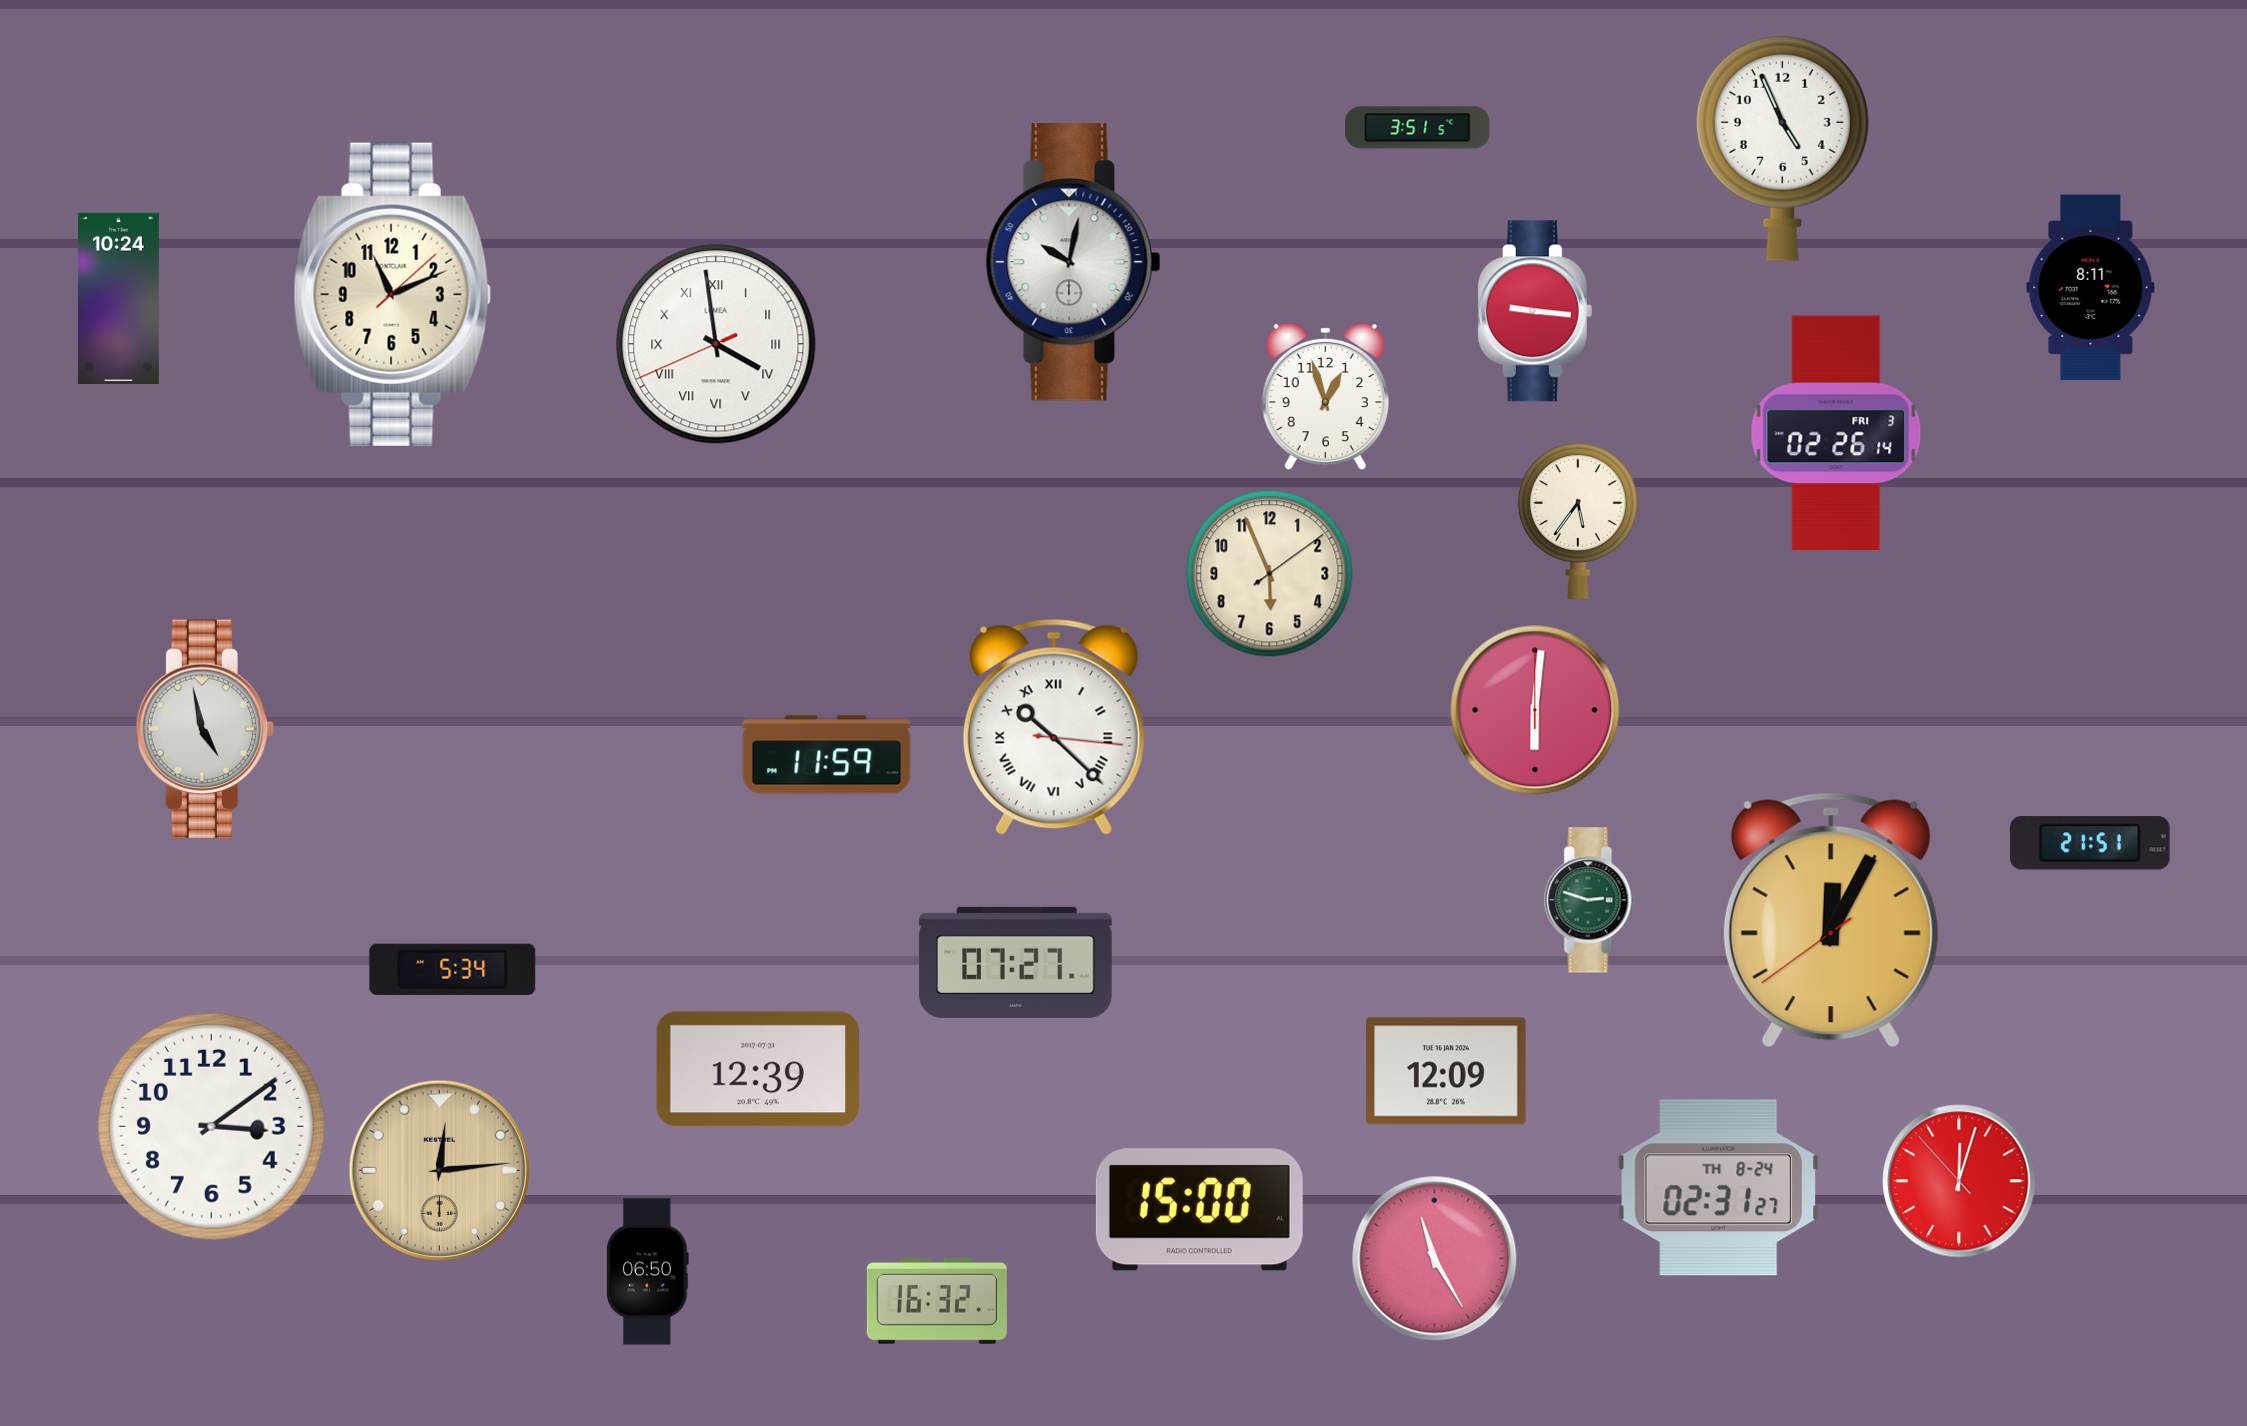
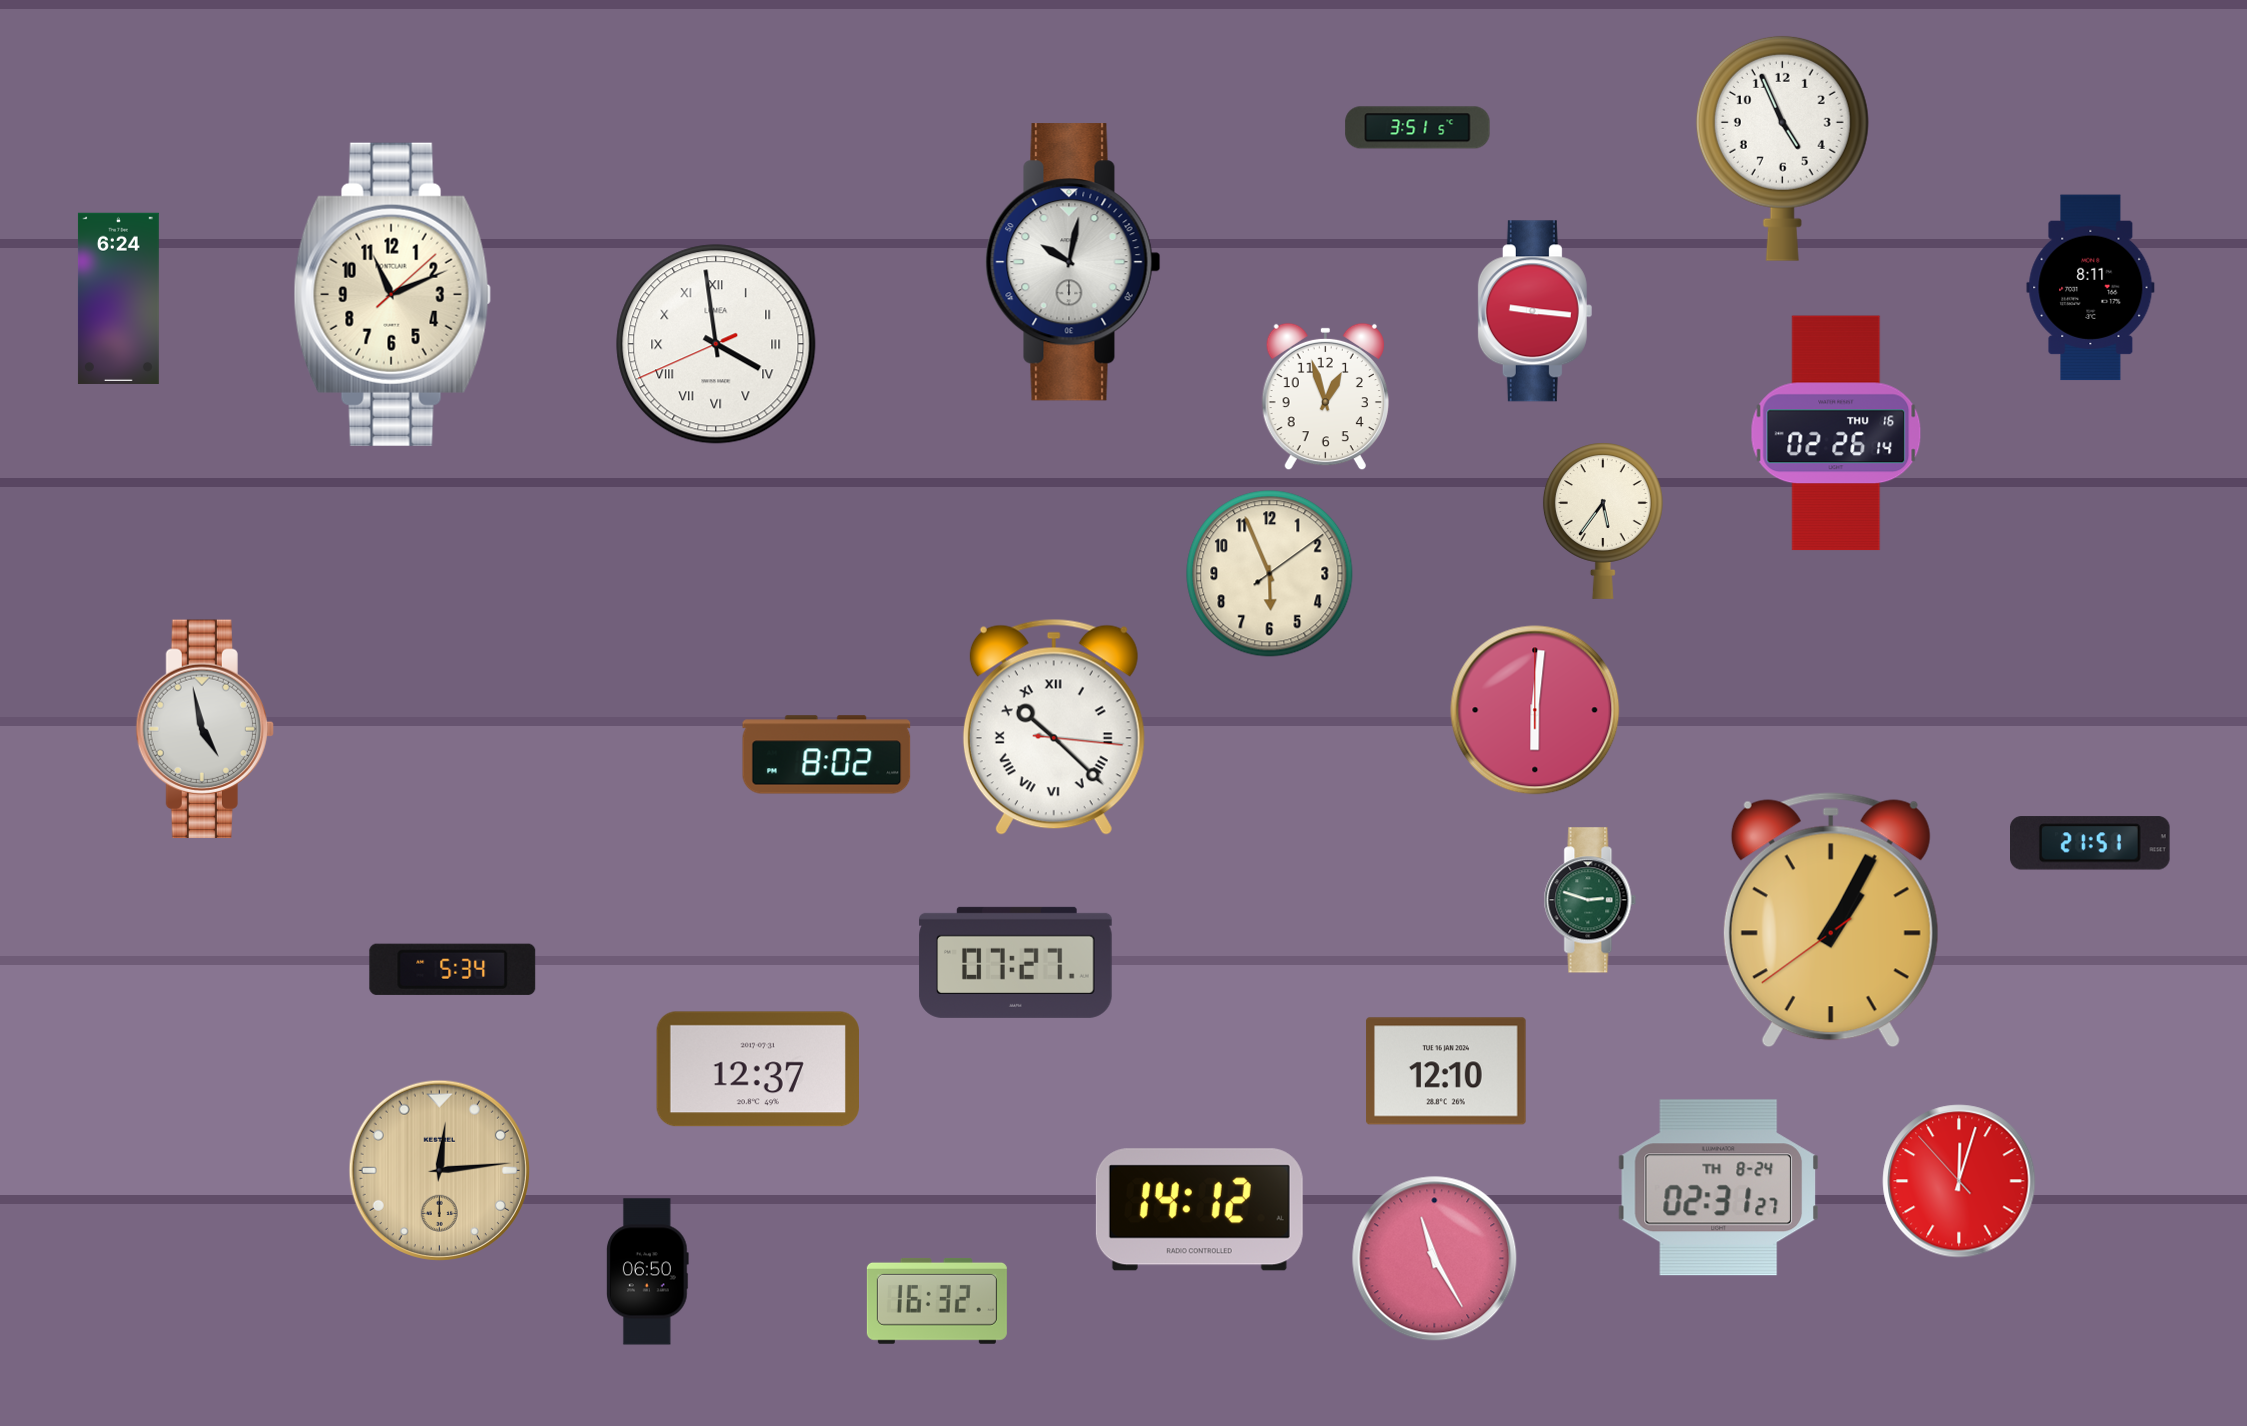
clock at (118, 298): 10:24 -> 6:24
clock at (1836, 433) date: FRI 3 -> THU 16
clock at (1578, 521) position: (1578, 521) -> (1603, 521)
clock at (827, 755): 11:59 -> 8:02
clock at (1831, 920): 12:04 -> 1:04
clock at (757, 1069): 12:39 -> 12:37
clock at (1446, 1071): 12:09 -> 12:10
clock at (211, 1126): 3:09 -> none
clock at (1199, 1210): 15:00 -> 14:12
